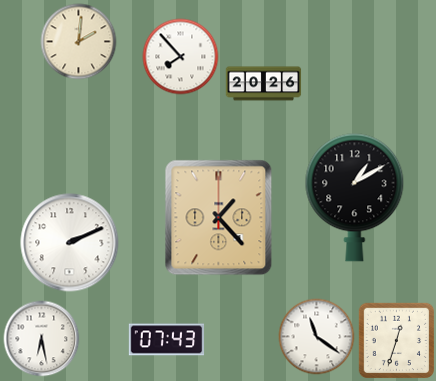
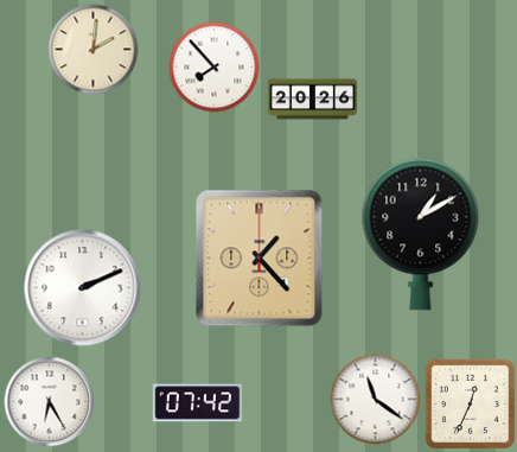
clock at (42, 339): 6:28 -> 6:25
clock at (167, 340): 07:43 -> 07:42
clock at (396, 340): 12:33 -> 12:34
